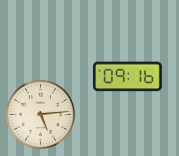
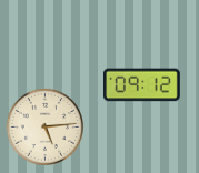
clock at (128, 77): 09:16 -> 09:12
